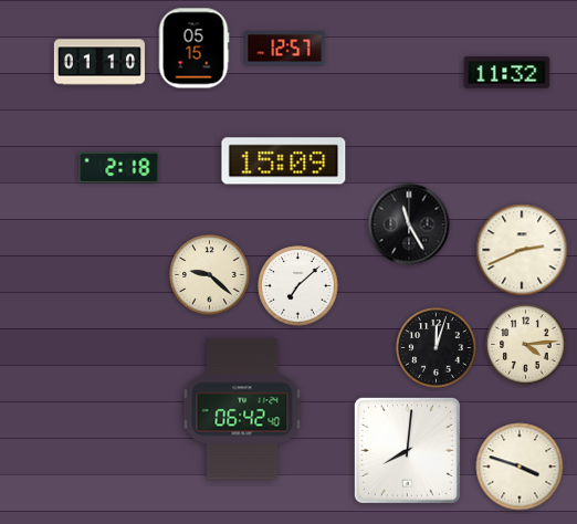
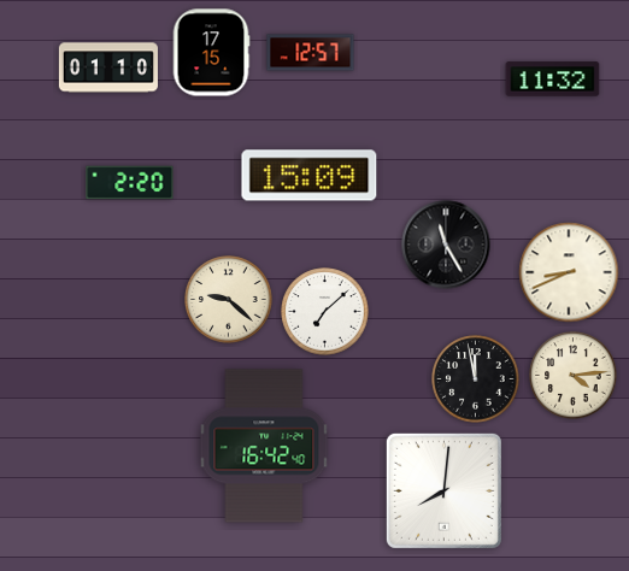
clock at (193, 49): 05:15 -> 17:15
clock at (119, 168): 2:18 -> 2:20
clock at (522, 250): 2:41 -> 8:41
clock at (437, 348): 12:03 -> 11:58
clock at (242, 409): 06:42 -> 16:42
clock at (520, 467): 3:48 -> none
